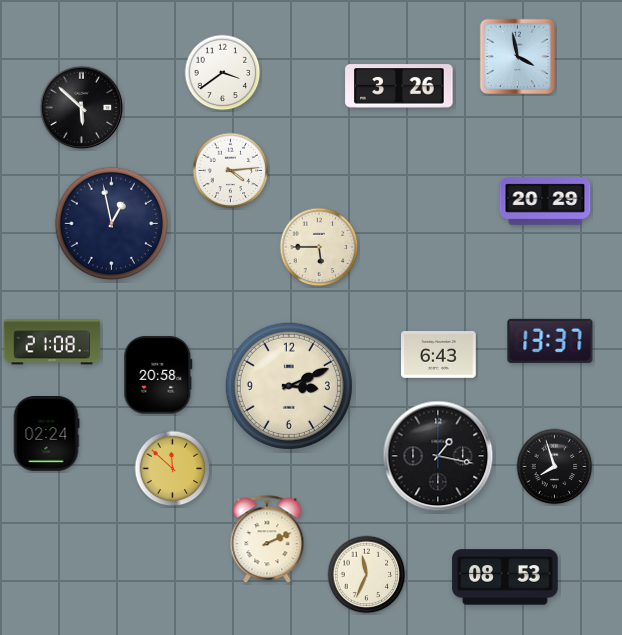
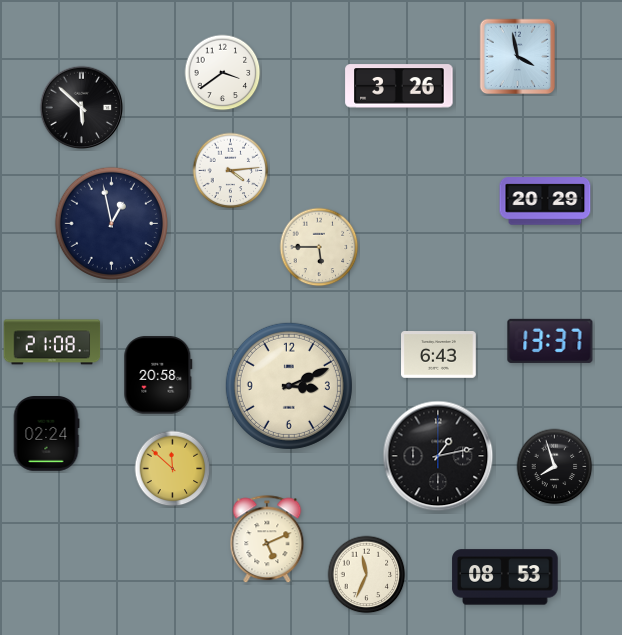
clock at (438, 456): 1:17 -> 1:13
clock at (267, 540): 2:11 -> 5:11
